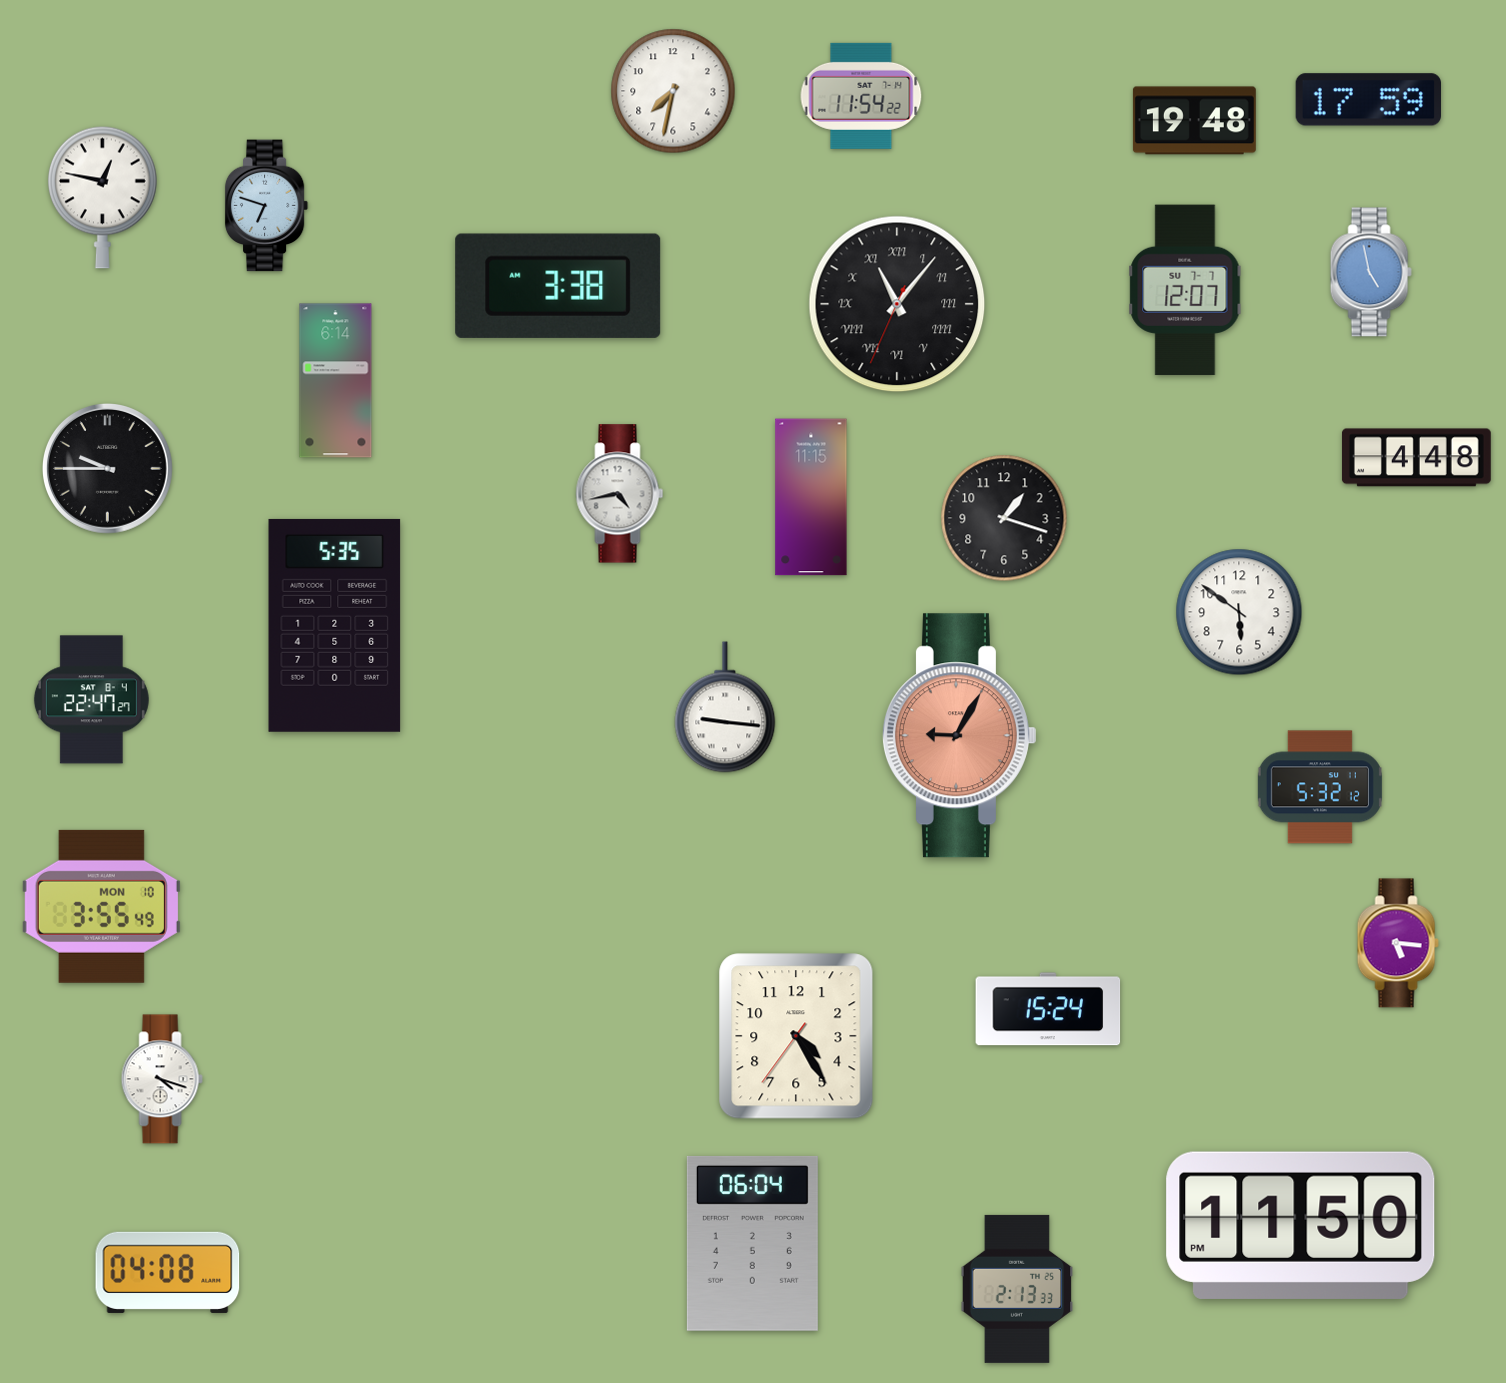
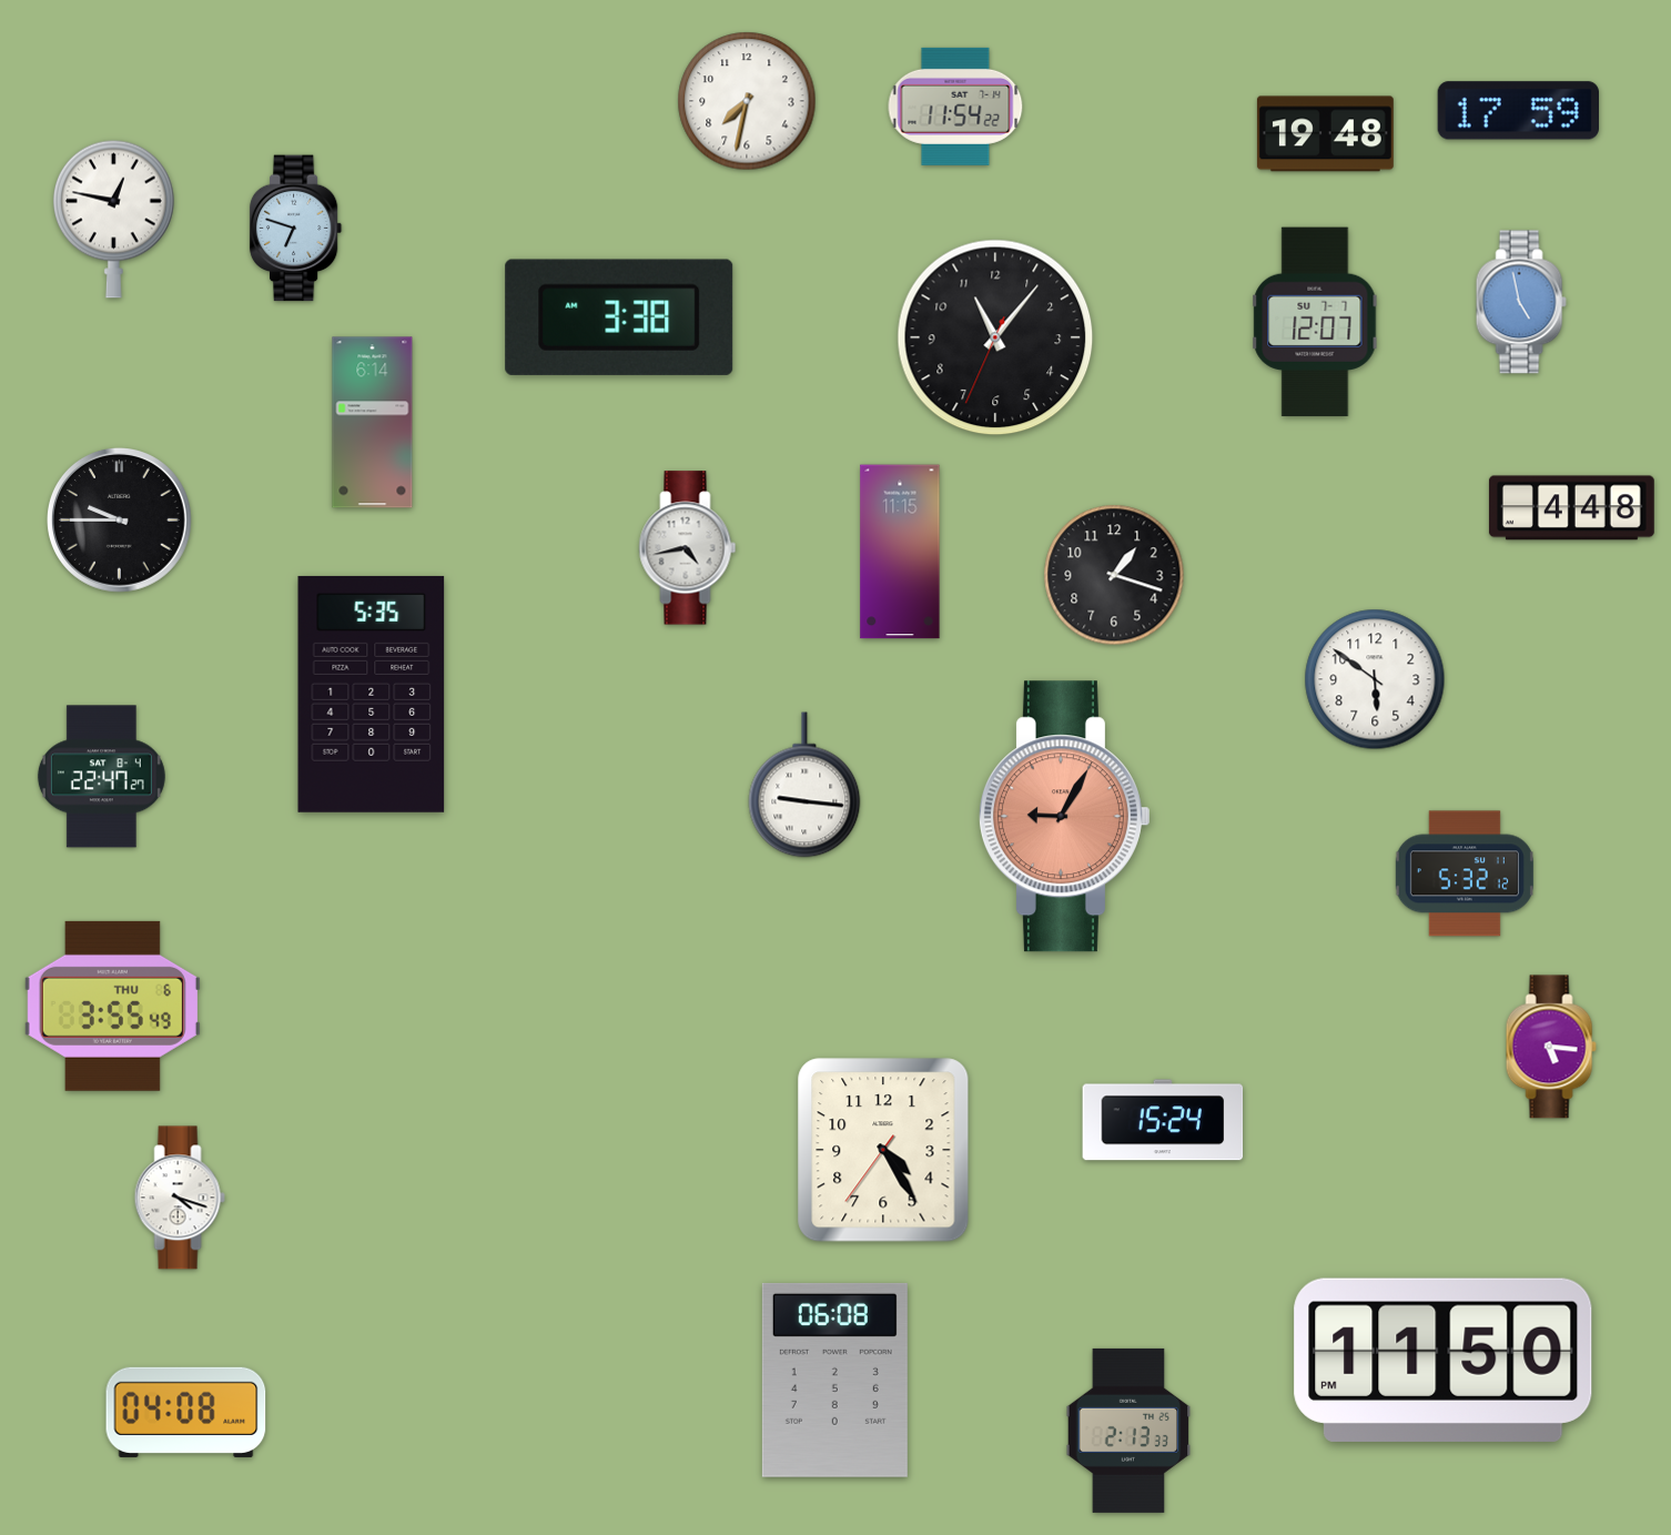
clock at (897, 304) numerals: Roman -> Arabic
clock at (101, 906) date: MON 10 -> THU 6
clock at (752, 1243): 06:04 -> 06:08
